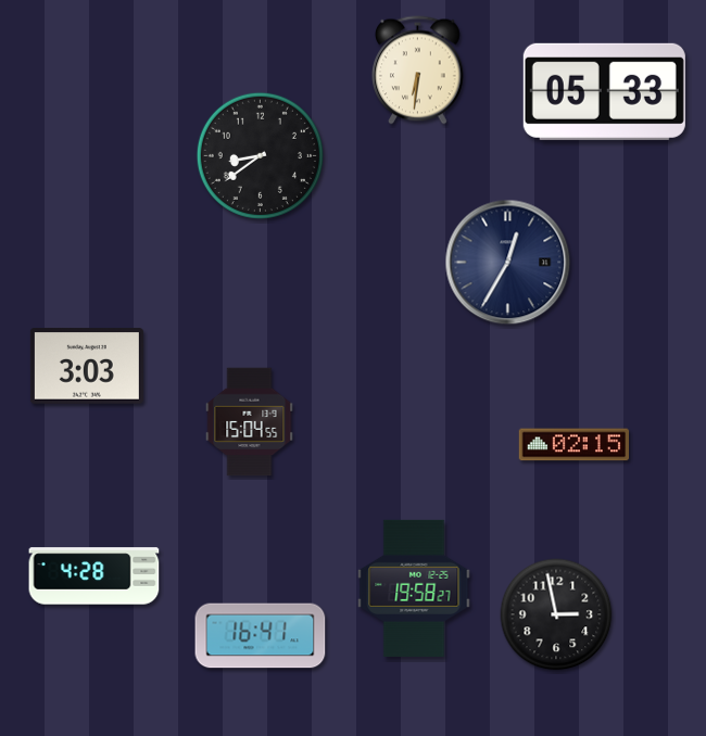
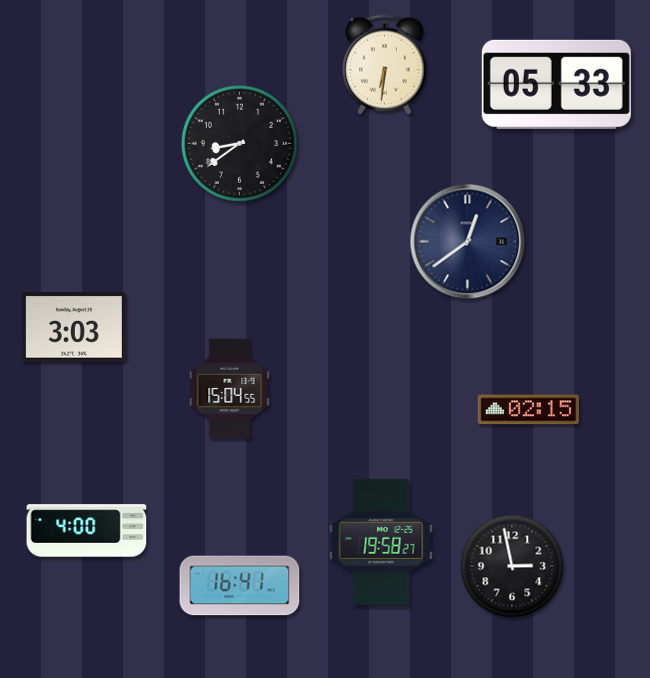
clock at (508, 263): 12:35 -> 12:39
clock at (87, 366) position: (87, 366) -> (74, 327)
clock at (94, 576): 4:28 -> 4:00
